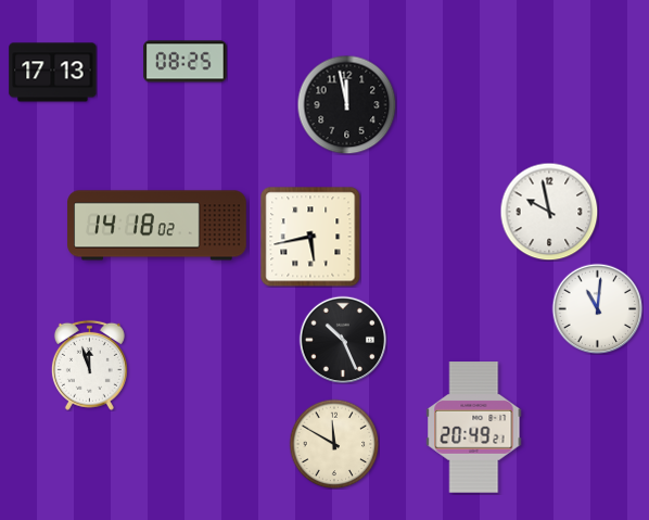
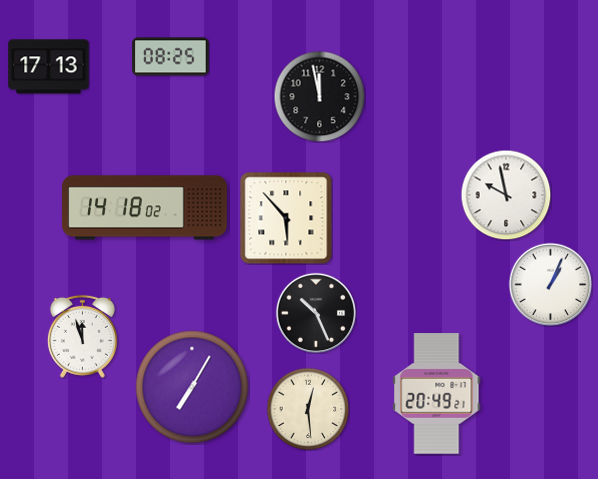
clock at (310, 237): 5:43 -> 5:53
clock at (597, 308): 11:01 -> 1:04
clock at (192, 387): none -> 7:05
clock at (334, 444): 11:50 -> 12:29
